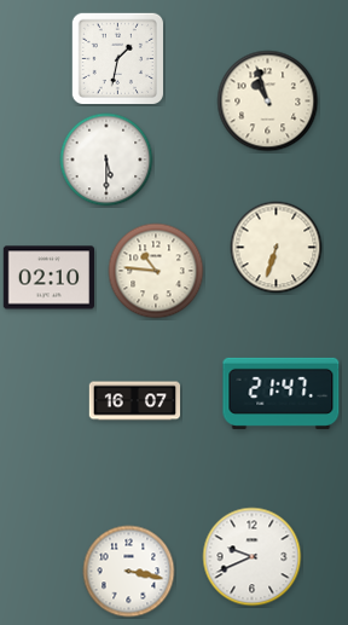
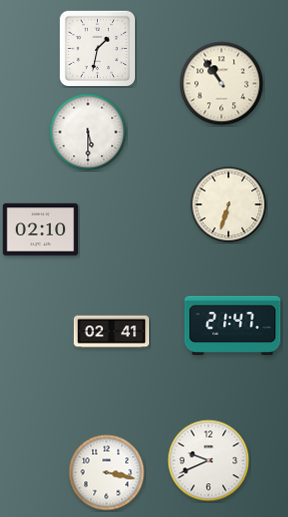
clock at (268, 102): 10:57 -> 10:54
clock at (156, 271): 10:46 -> none
clock at (135, 401): 16:07 -> 02:41
